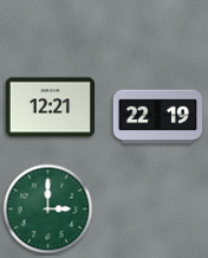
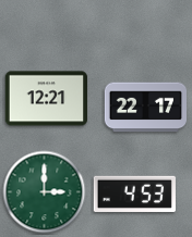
clock at (157, 117): 22:19 -> 22:17
clock at (134, 194): none -> 4:53
